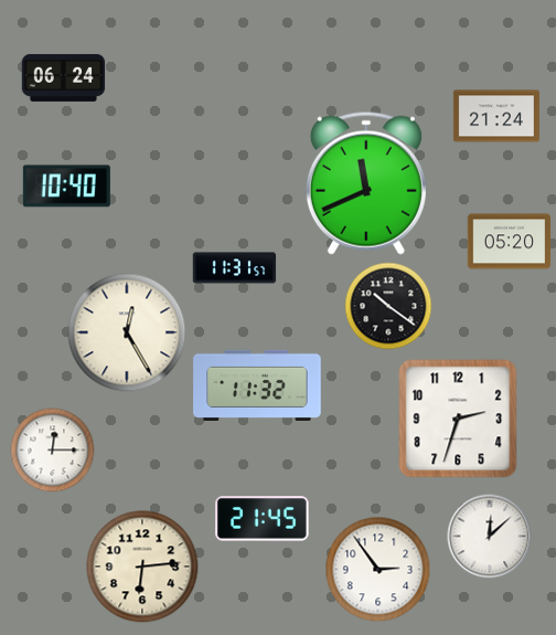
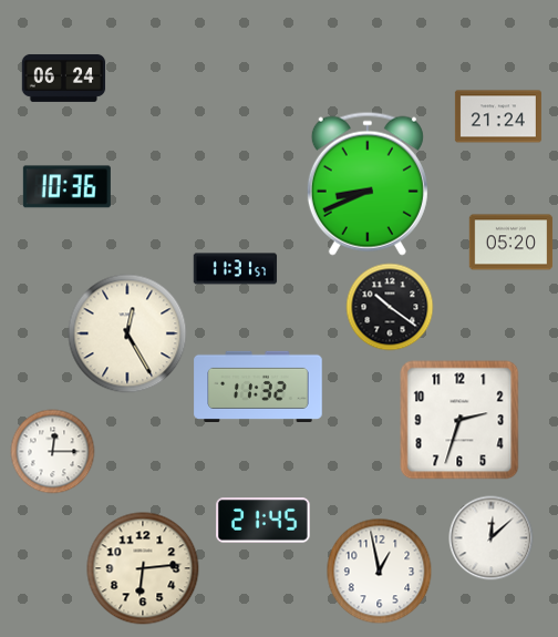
clock at (366, 183): 11:41 -> 8:41
clock at (66, 187): 10:40 -> 10:36
clock at (378, 570): 2:54 -> 12:58
